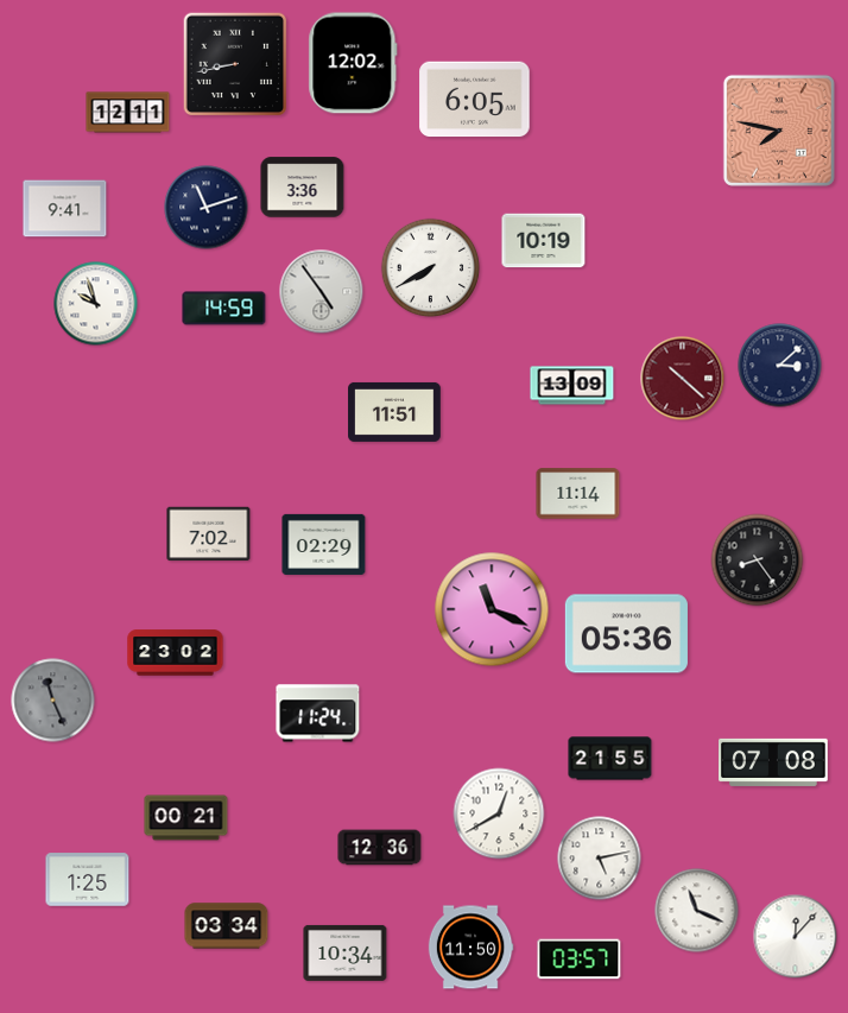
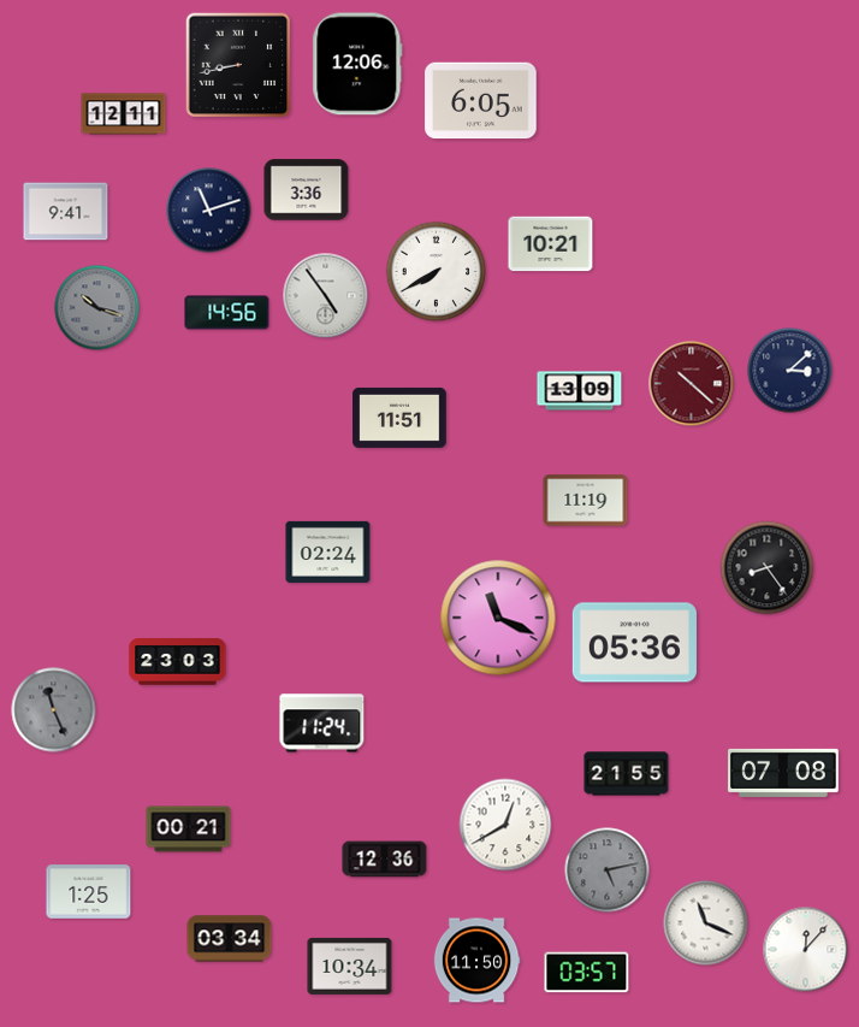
clock at (353, 63): 12:02 -> 12:06
clock at (128, 113) position: (128, 113) -> (124, 114)
clock at (779, 131): 7:47 -> none
clock at (544, 241): 10:19 -> 10:21
clock at (96, 304): 9:57 -> 10:18
clock at (96, 304) dial: white -> grey
clock at (224, 309): 14:59 -> 14:56
clock at (578, 494): 11:14 -> 11:19
clock at (209, 534): 7:02 -> none
clock at (324, 544): 02:29 -> 02:24
clock at (176, 653): 23:02 -> 23:03
clock at (610, 759) position: (610, 759) -> (627, 774)
clock at (600, 859) dial: white -> grey
